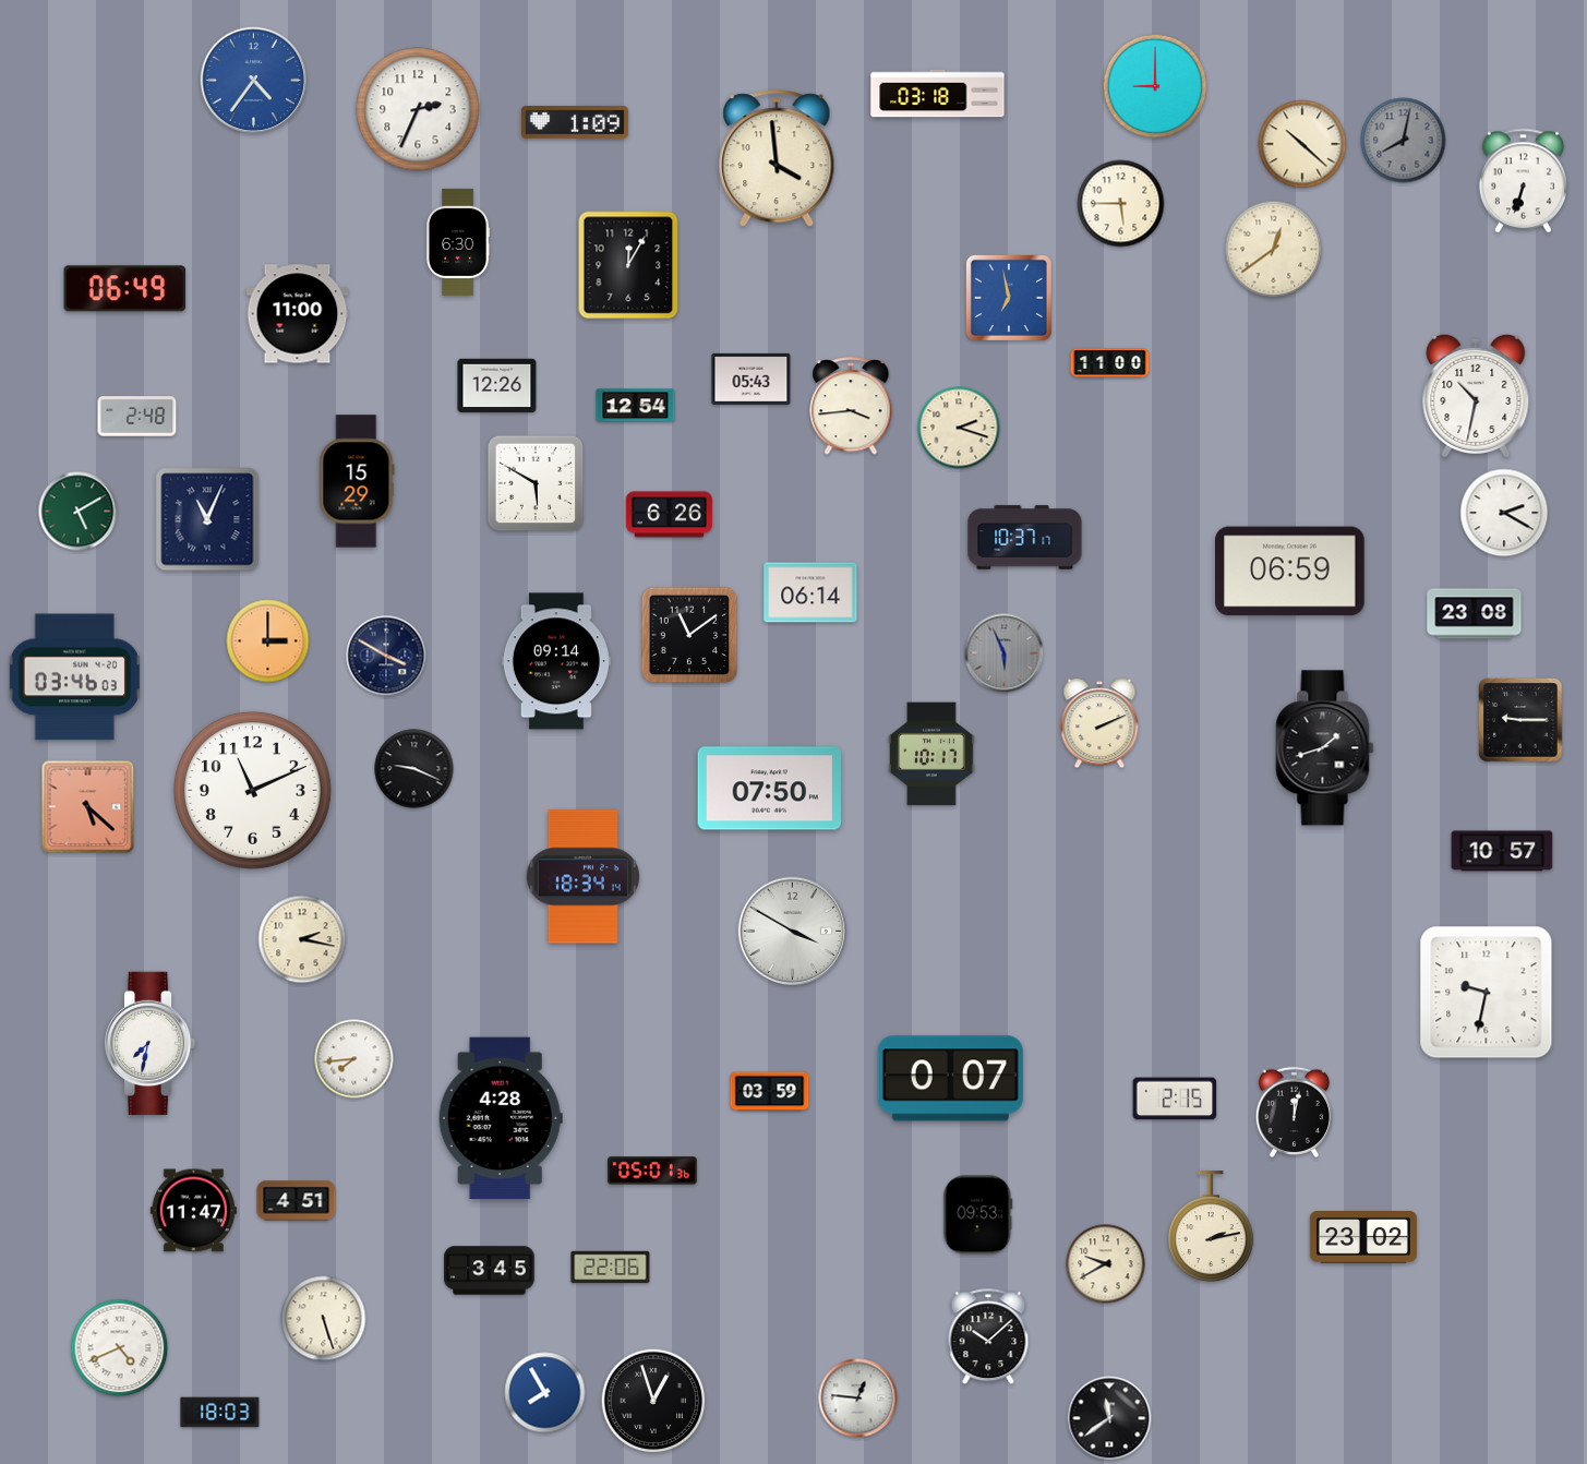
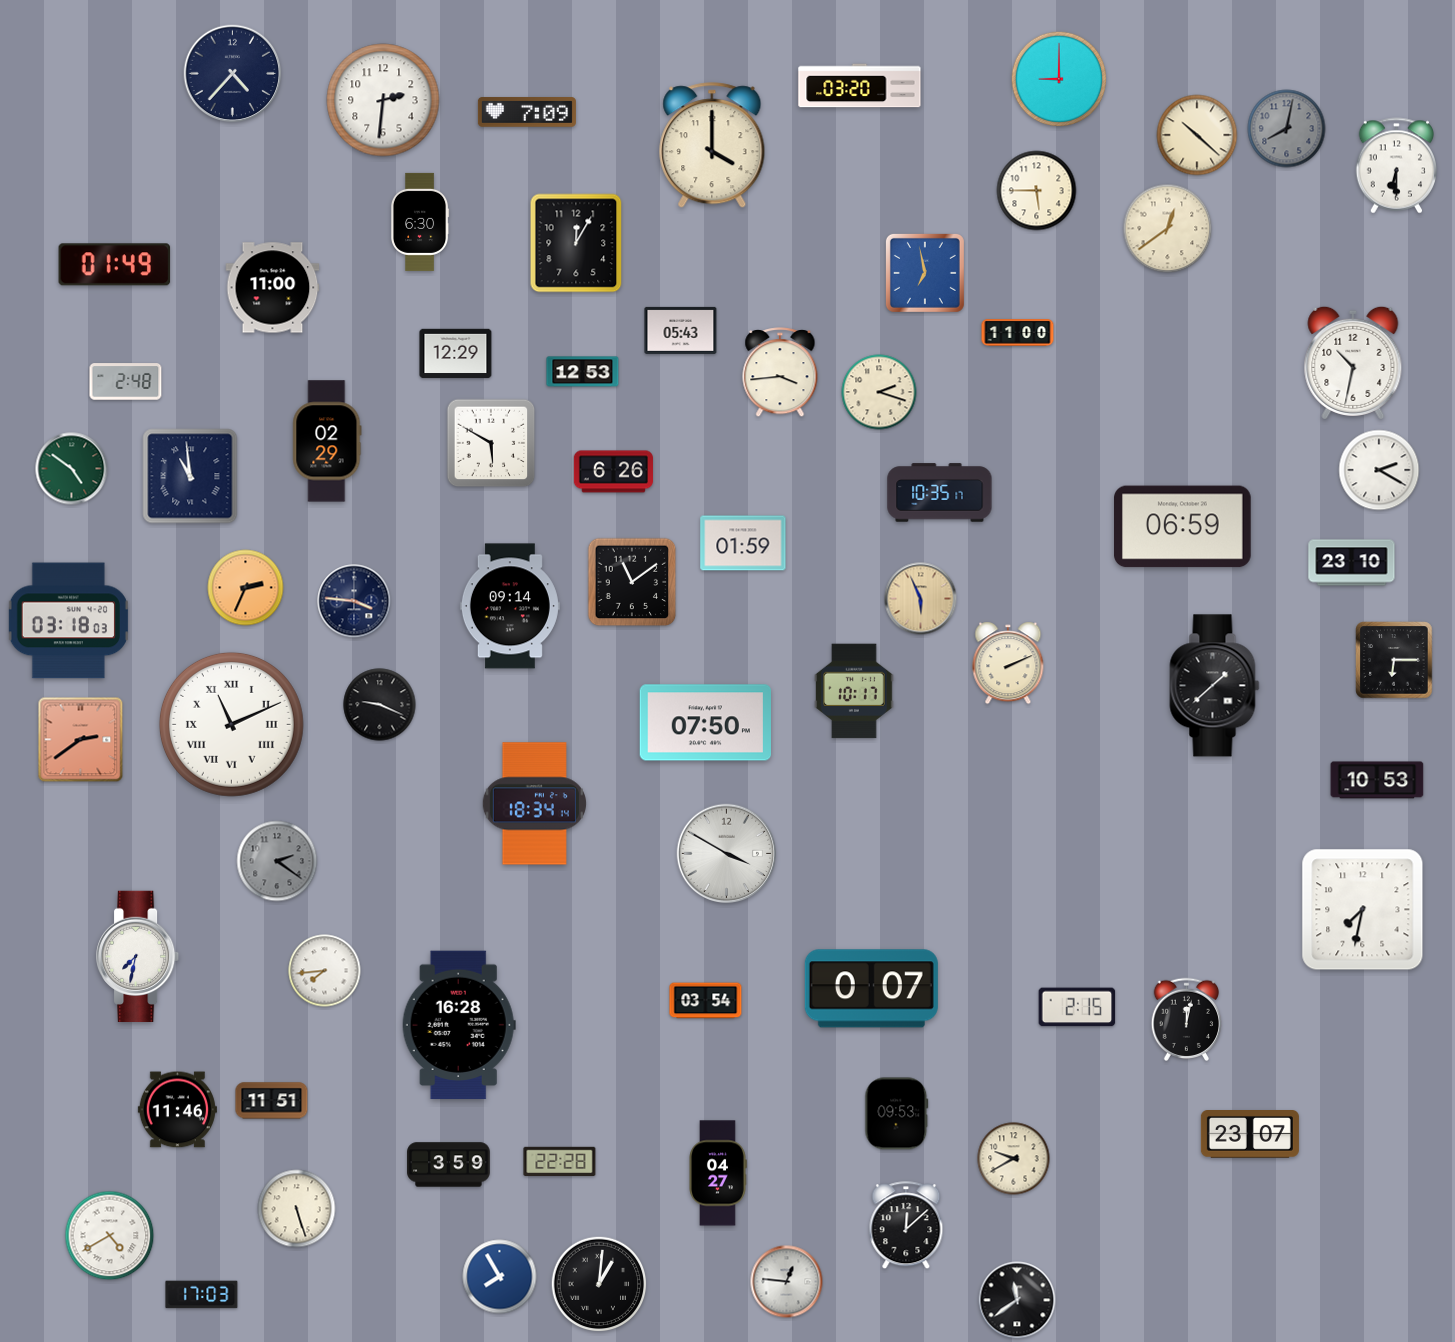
clock at (254, 81): 4:36 -> 4:37
clock at (254, 81) dial: blue -> navy
clock at (938, 94): 03:18 -> 03:20
clock at (418, 109): 2:34 -> 2:31
clock at (575, 122): 1:09 -> 7:09
clock at (1302, 144) position: (1302, 144) -> (1197, 135)
clock at (777, 159): 3:59 -> 4:00
clock at (1523, 181): 6:33 -> 6:30
clock at (1121, 204) position: (1121, 204) -> (1037, 191)
clock at (125, 289): 06:49 -> 01:49
clock at (752, 379) position: (752, 379) -> (681, 330)
clock at (497, 386): 12:26 -> 12:29
clock at (636, 406): 12:54 -> 12:53
clock at (357, 481): 15:29 -> 02:29
clock at (79, 512): 5:10 -> 4:51
clock at (207, 519): 11:04 -> 10:59
clock at (1025, 538): 10:37 -> 10:35
clock at (1290, 572) position: (1290, 572) -> (1183, 527)
clock at (810, 592): 06:14 -> 01:59
clock at (1475, 614): 23:08 -> 23:10
clock at (268, 641): 3:00 -> 2:34
clock at (1005, 653) dial: grey -> champagne
clock at (386, 656): 3:50 -> 3:46
clock at (74, 677): 03:46 -> 03:18
clock at (1520, 720): 9:15 -> 6:15
clock at (1325, 748): 1:42 -> 1:38
clock at (252, 790) numerals: Arabic -> Roman
clock at (88, 807): 5:22 -> 2:39
clock at (1502, 851): 10:57 -> 10:53
clock at (302, 939): 2:17 -> 2:21
clock at (302, 939) dial: cream -> grey
clock at (1487, 993): 9:32 -> 7:32
clock at (770, 1092): 03:59 -> 03:54
clock at (501, 1118): 4:28 -> 16:28
clock at (653, 1171): 05:01 -> none
clock at (297, 1201): 4:51 -> 11:51
clock at (193, 1211): 11:47 -> 11:46
clock at (1211, 1227): 2:13 -> none
clock at (1363, 1238): 23:02 -> 23:07
clock at (611, 1268): 22:06 -> 22:28
clock at (490, 1271): 3:45 -> 3:59
clock at (718, 1173): none -> 04:27
clock at (988, 1337): 10:08 -> 12:08
clock at (120, 1348): 4:41 -> 4:40
clock at (653, 1401): 12:57 -> 1:01
clock at (220, 1413): 18:03 -> 17:03
